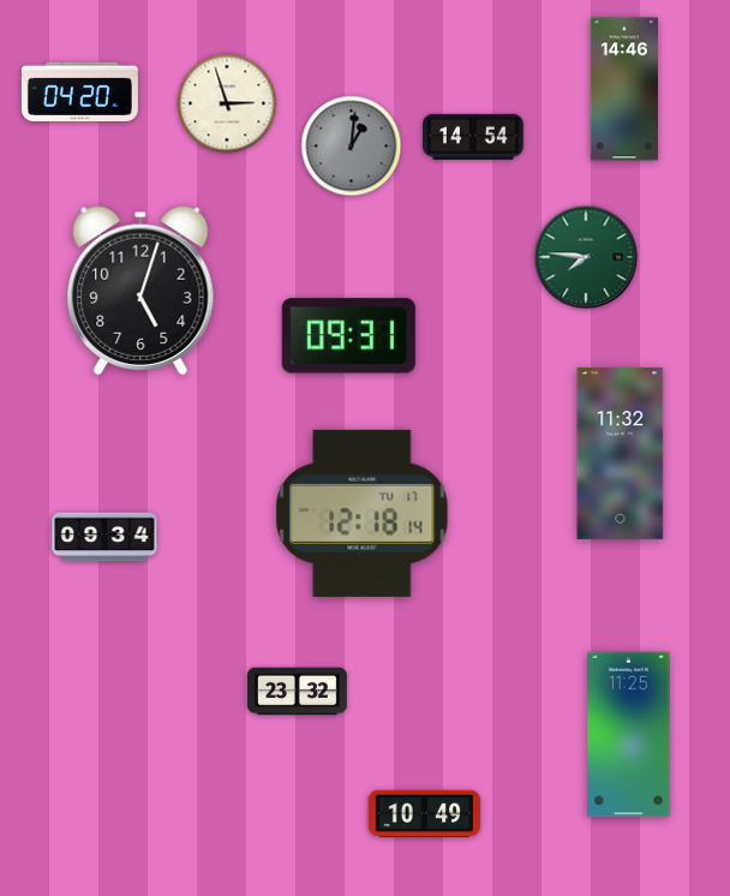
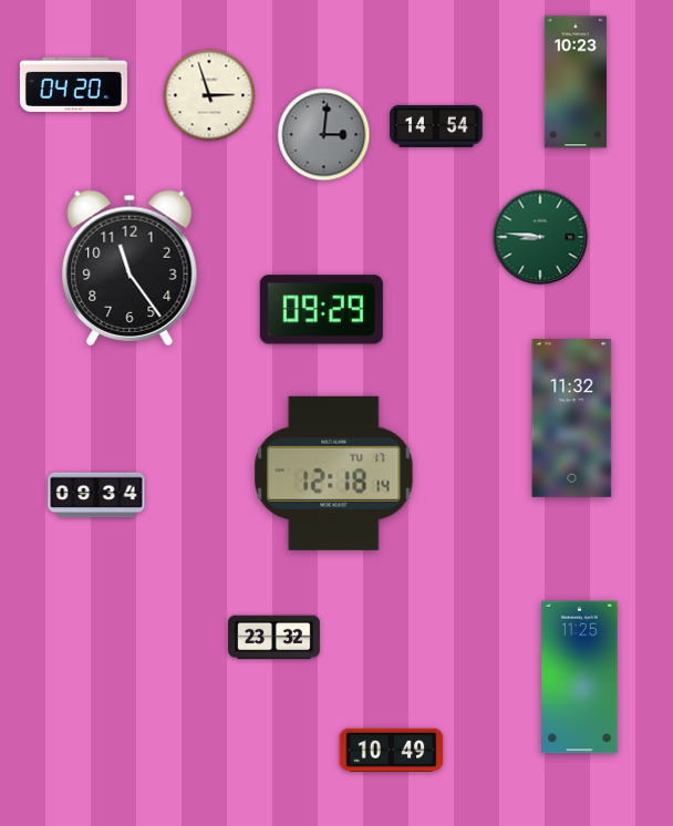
clock at (624, 89): 14:46 -> 10:23
clock at (352, 147): 1:01 -> 3:01
clock at (586, 257): 7:46 -> 8:46
clock at (140, 291): 5:03 -> 11:24
clock at (348, 336): 09:31 -> 09:29
